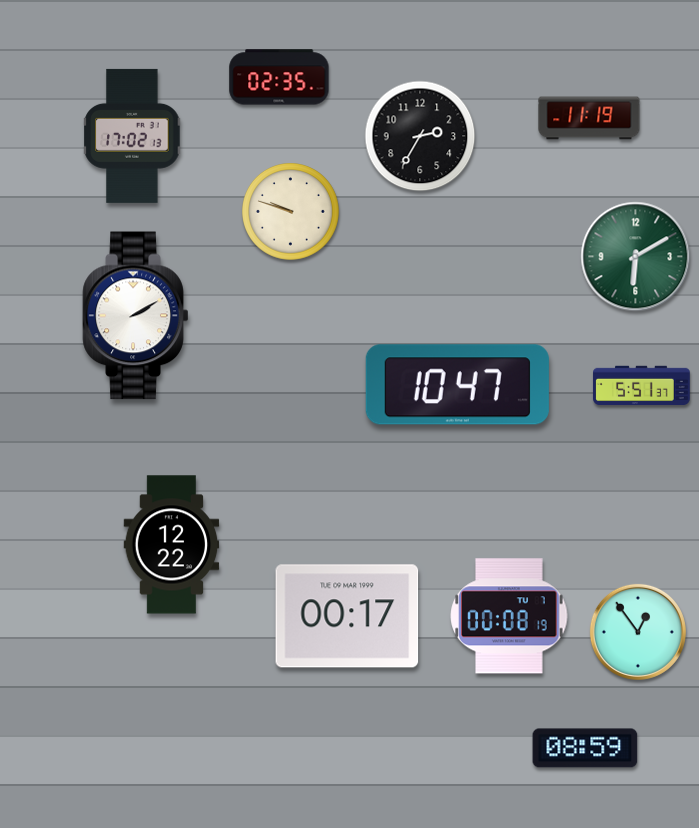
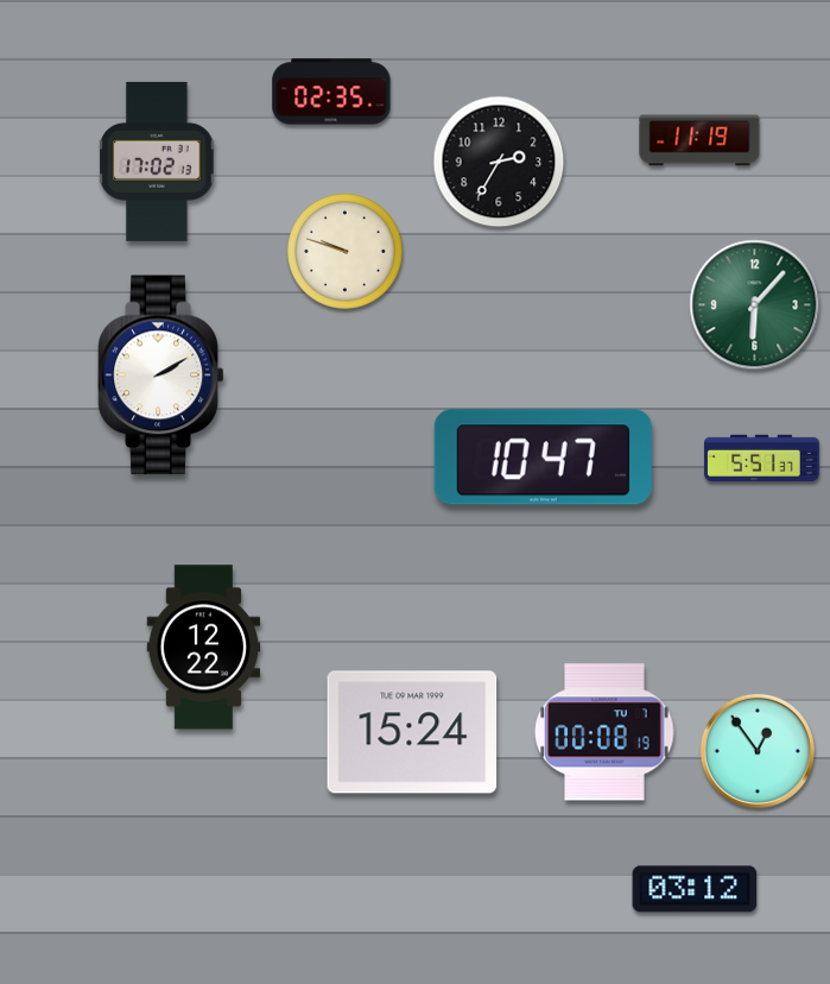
clock at (636, 257): 6:10 -> 6:07
clock at (347, 616): 00:17 -> 15:24
clock at (585, 748): 08:59 -> 03:12
